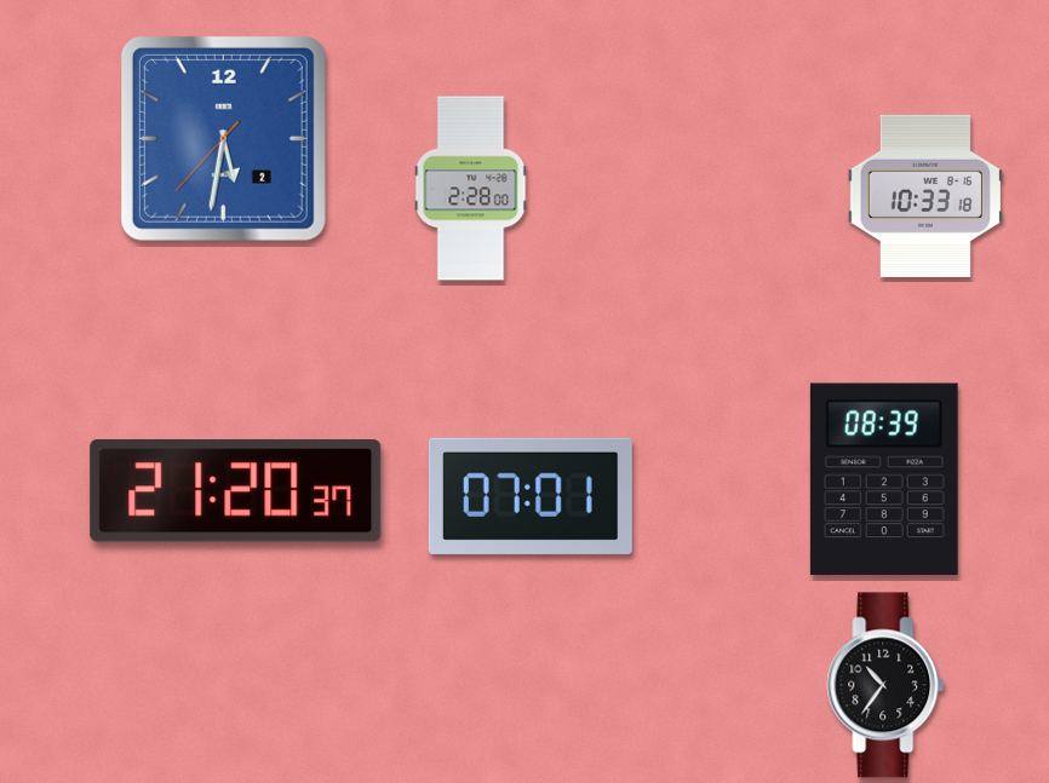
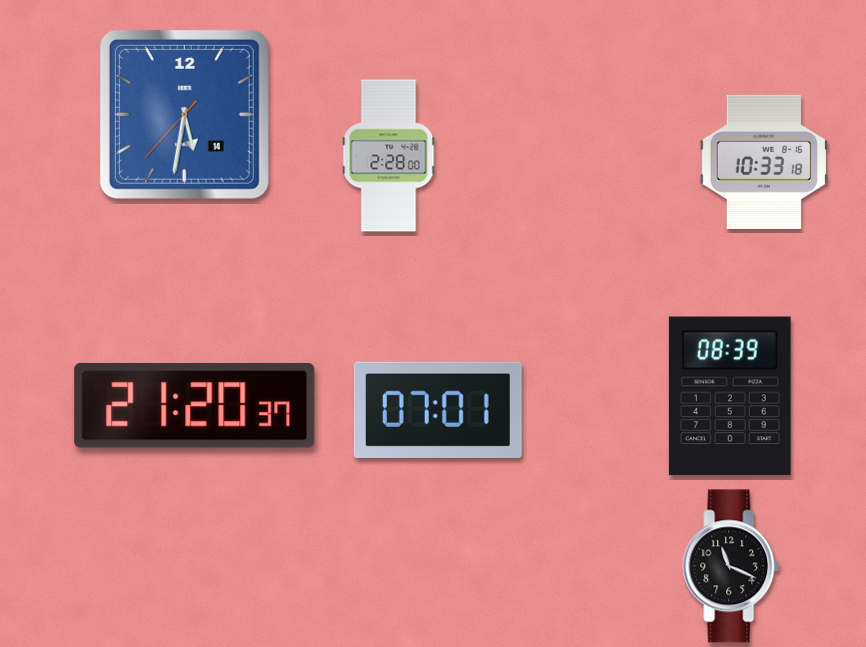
clock at (223, 138) date: 2 -> 14
clock at (885, 685): 10:36 -> 11:19
